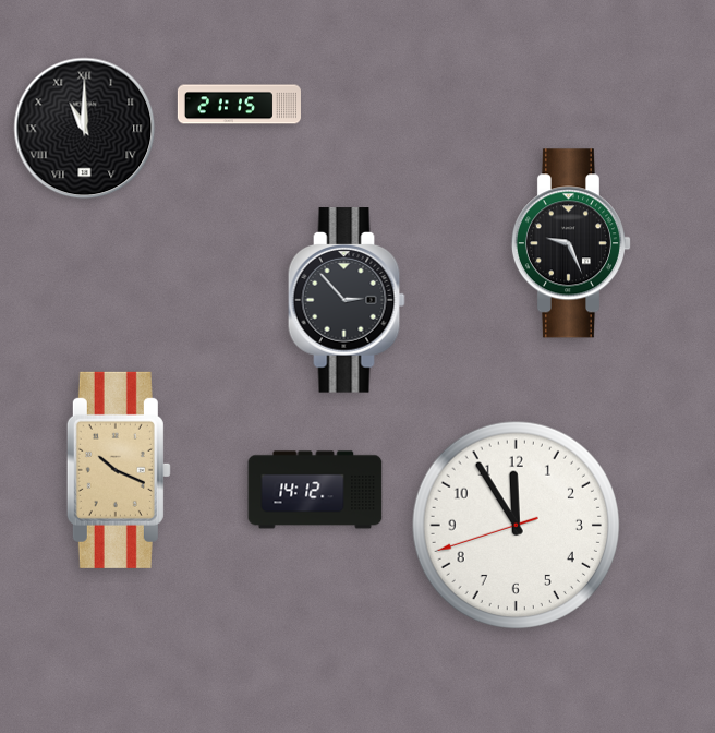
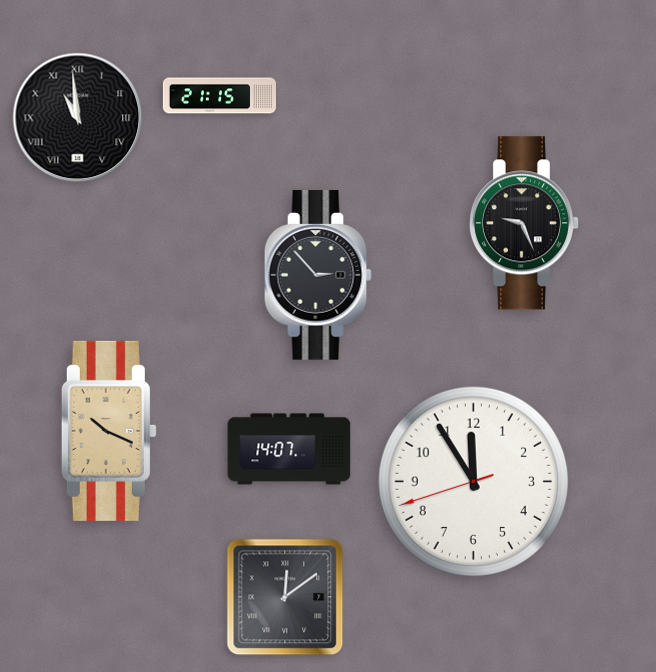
clock at (85, 129): 11:00 -> 10:59
clock at (315, 490): 14:12 -> 14:07
clock at (285, 597): none -> 12:09
